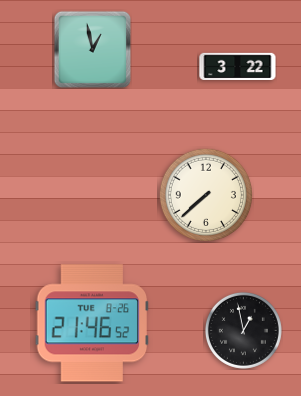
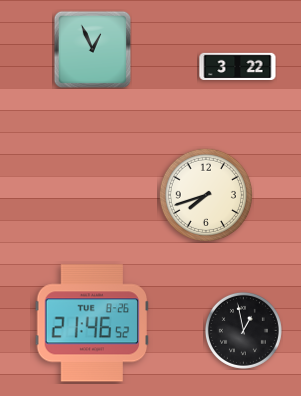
clock at (92, 49): 12:58 -> 12:56
clock at (206, 195): 7:38 -> 7:42
